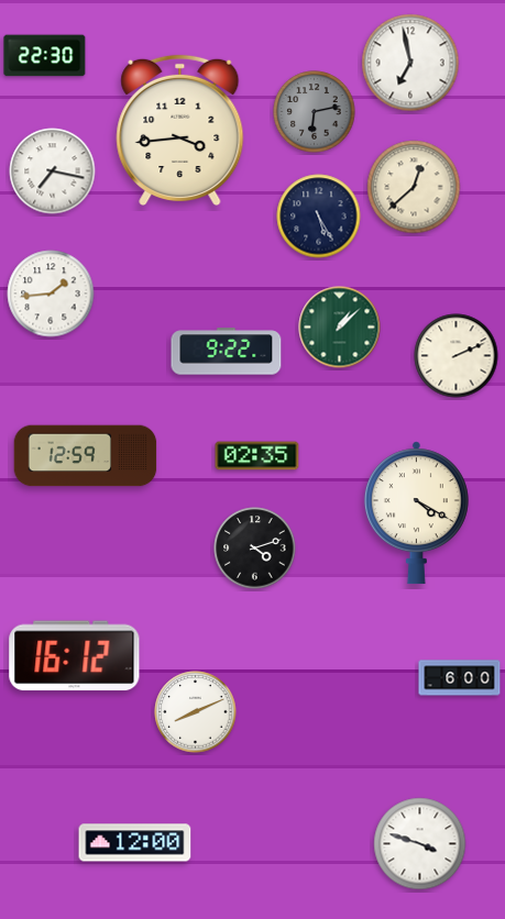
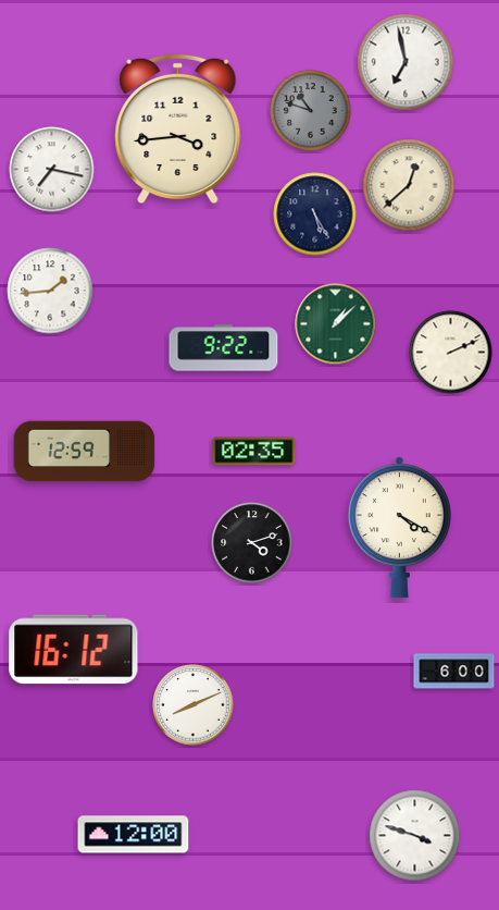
clock at (45, 56): 22:30 -> none
clock at (315, 112): 6:13 -> 10:48
clock at (416, 513) position: (416, 513) -> (399, 528)
